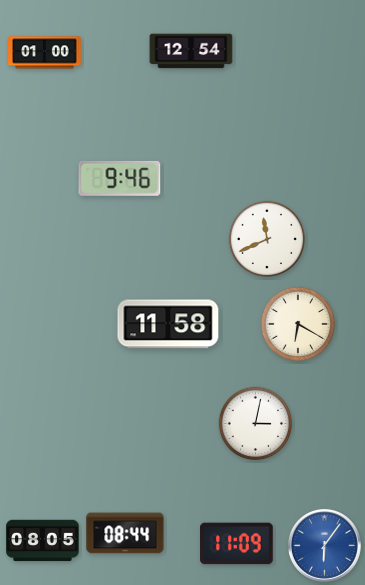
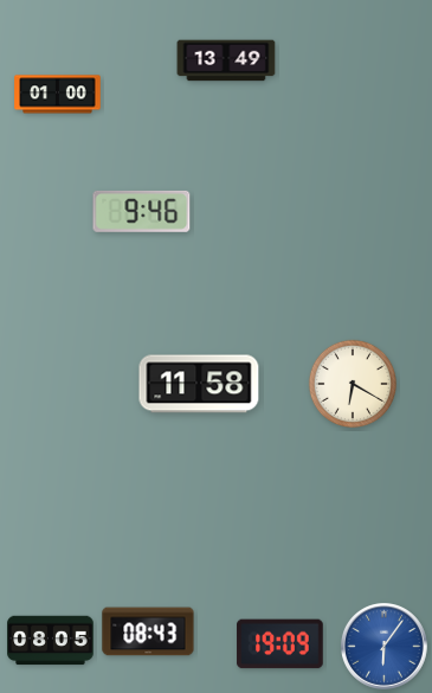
clock at (191, 51): 12:54 -> 13:49
clock at (45, 53) position: (45, 53) -> (58, 95)
clock at (267, 239): 11:41 -> none
clock at (256, 424): 3:02 -> none
clock at (125, 533): 08:44 -> 08:43
clock at (237, 544): 11:09 -> 19:09
